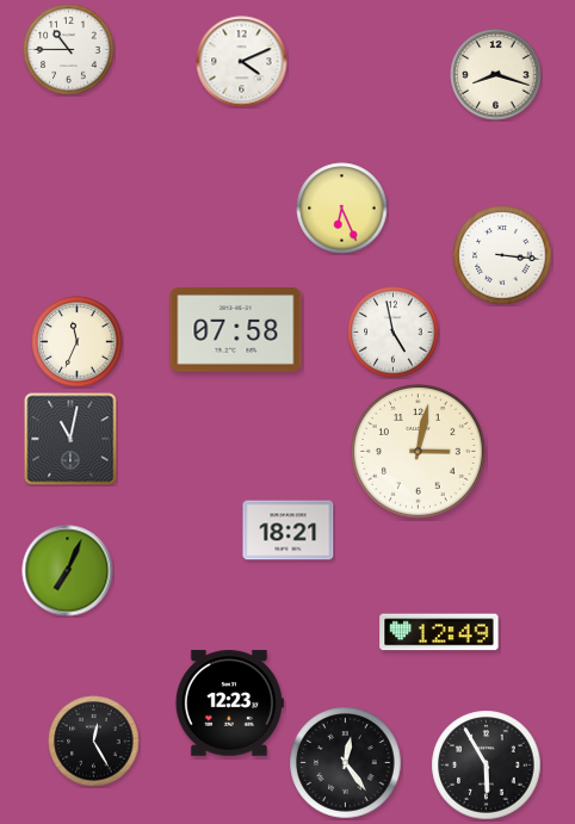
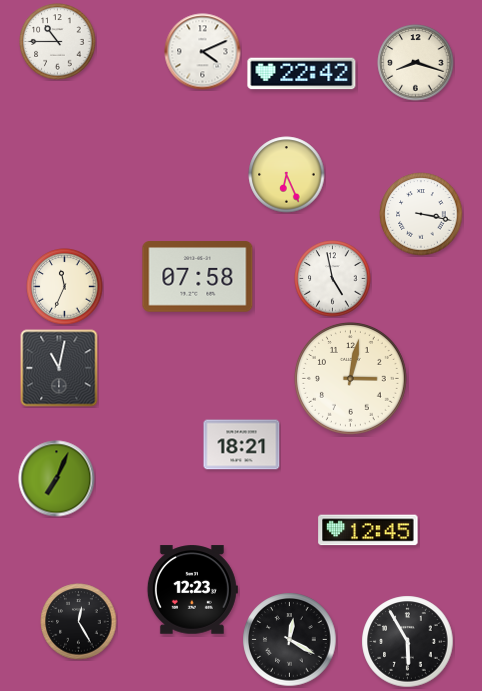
clock at (302, 74): none -> 22:42
clock at (502, 255): 3:16 -> 3:17
clock at (394, 333) position: (394, 333) -> (333, 279)
clock at (439, 632): 12:49 -> 12:45
clock at (346, 763): 12:24 -> 12:20
